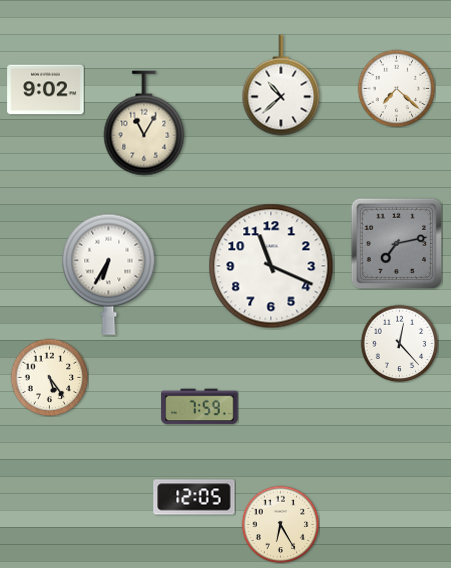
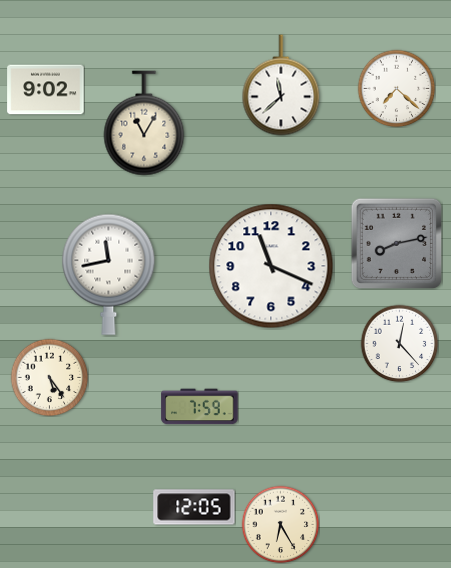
clock at (281, 85): 10:38 -> 11:38
clock at (396, 243): 7:13 -> 8:13
clock at (109, 274): 6:35 -> 11:43
clock at (194, 497) position: (194, 497) -> (194, 507)
